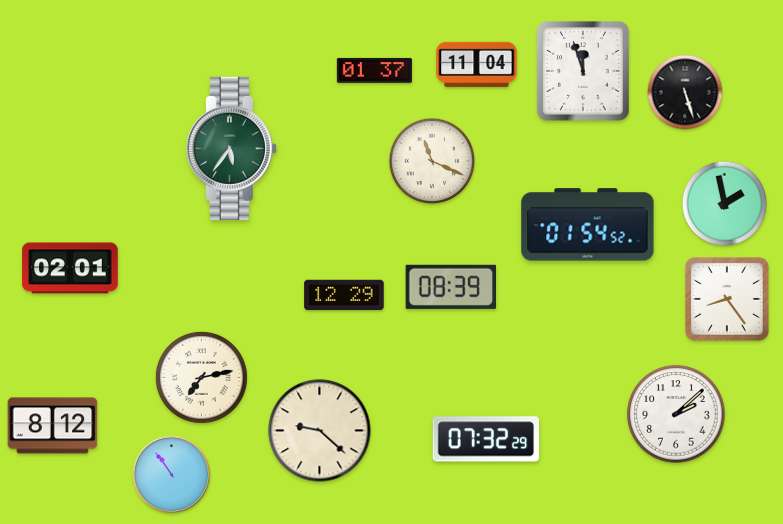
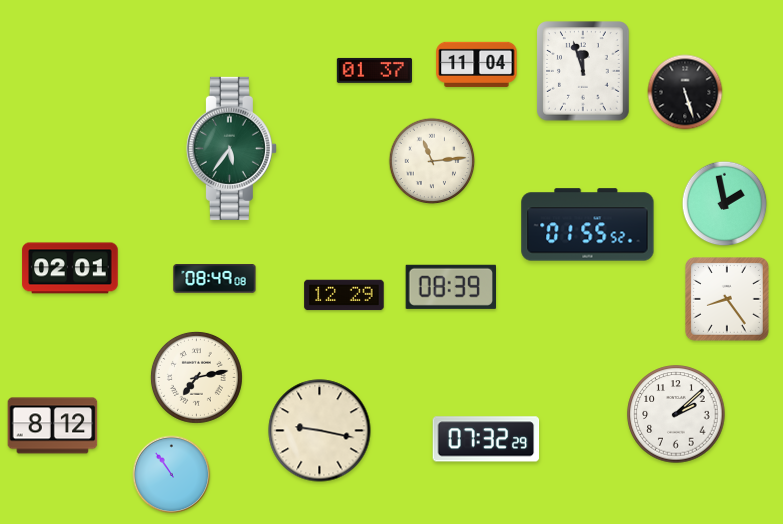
clock at (432, 161): 11:19 -> 11:14
clock at (588, 225): 01:54 -> 01:55
clock at (215, 279): none -> 08:49
clock at (201, 377) position: (201, 377) -> (196, 377)
clock at (320, 431): 9:22 -> 9:17
